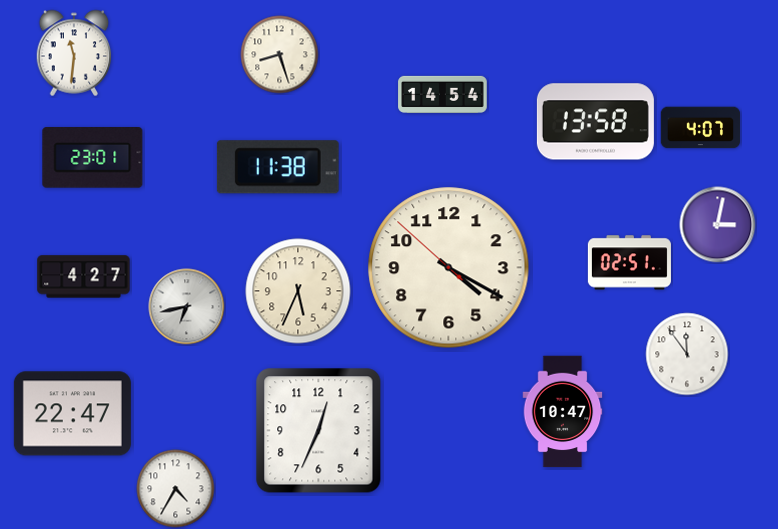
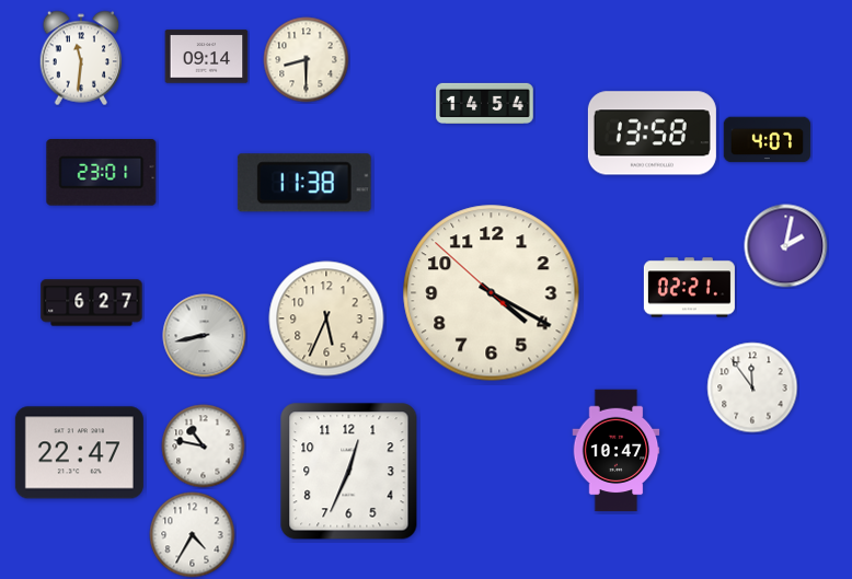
clock at (207, 57): none -> 09:14
clock at (280, 55): 8:27 -> 8:30
clock at (718, 225): 3:02 -> 2:02
clock at (629, 263): 02:51 -> 02:21
clock at (84, 277): 4:27 -> 6:27
clock at (187, 307): 6:43 -> 8:43
clock at (204, 447): none -> 10:47
